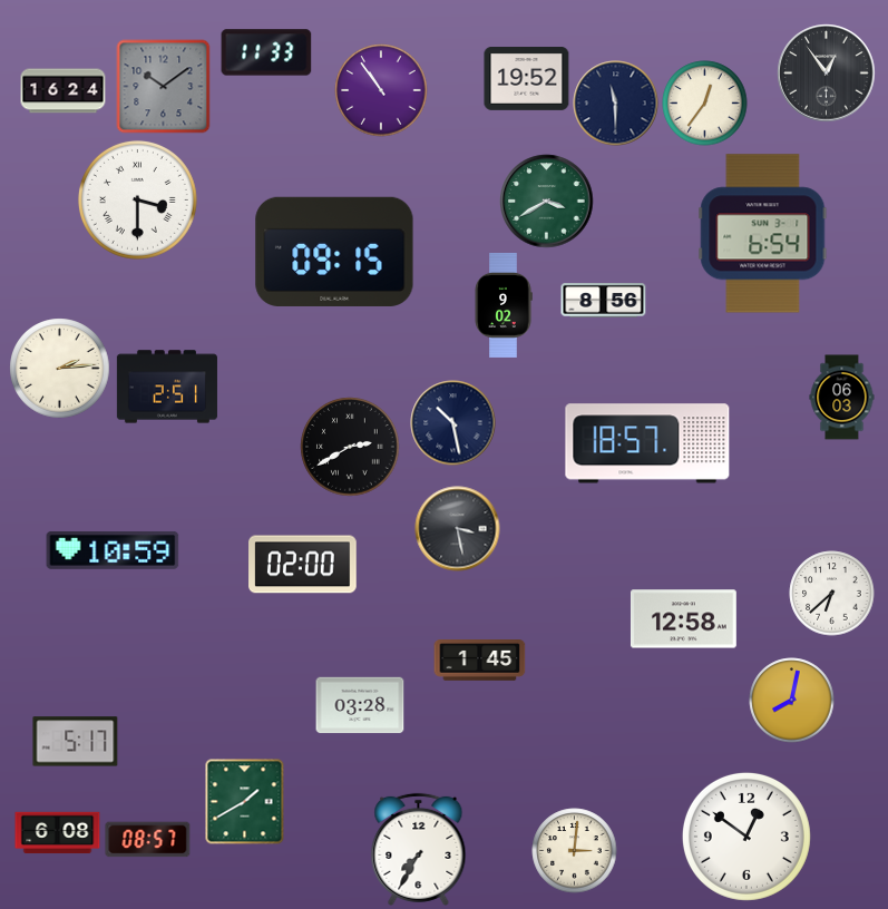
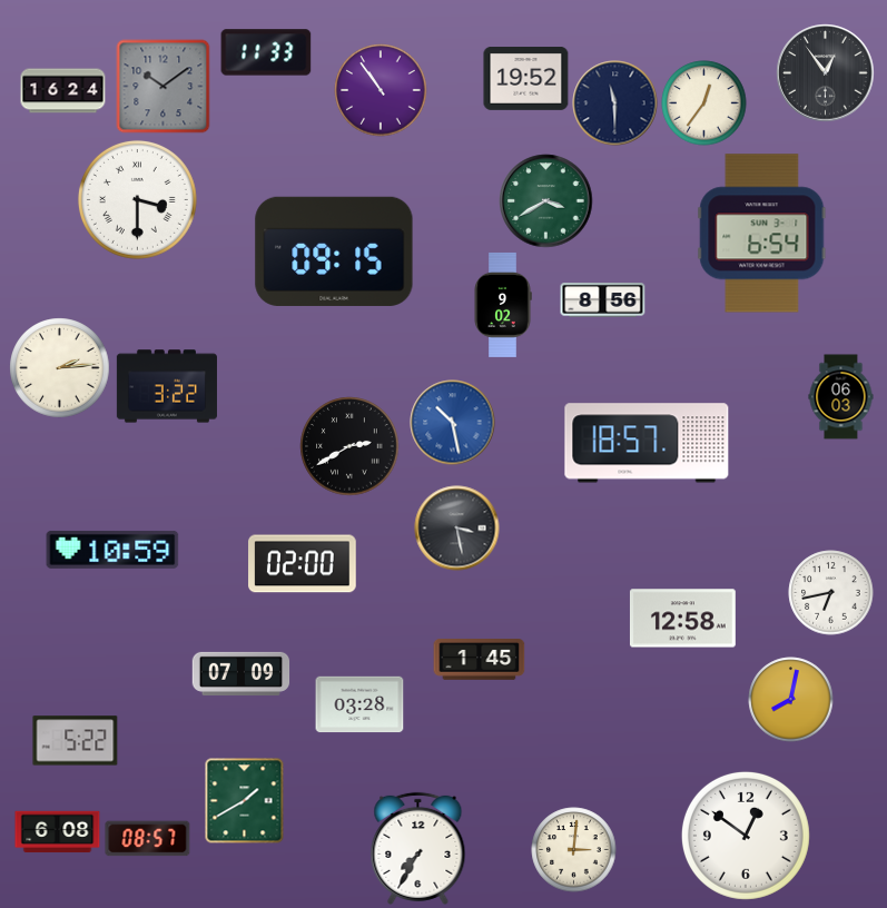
clock at (167, 387): 2:51 -> 3:22
clock at (453, 423) dial: navy -> blue
clock at (832, 594): 6:38 -> 6:43
clock at (242, 673): none -> 07:09
clock at (76, 742): 5:17 -> 5:22
